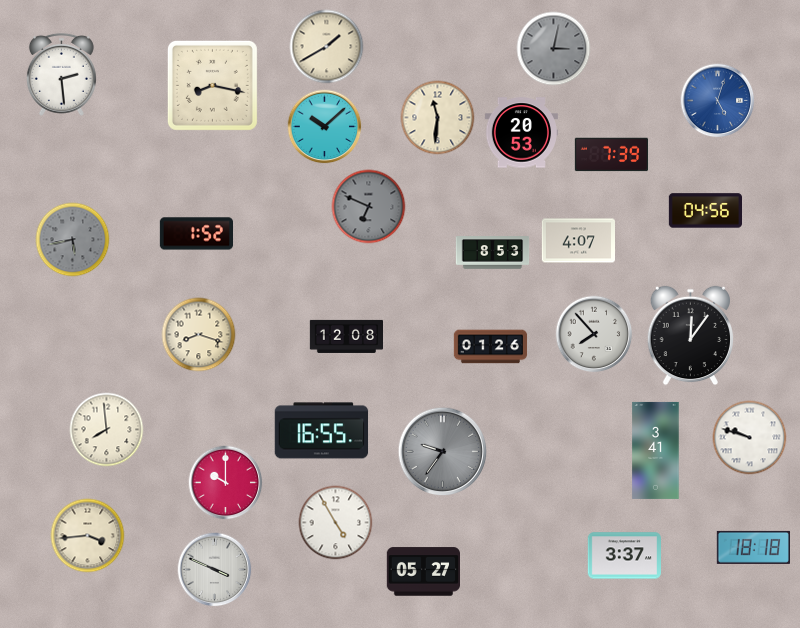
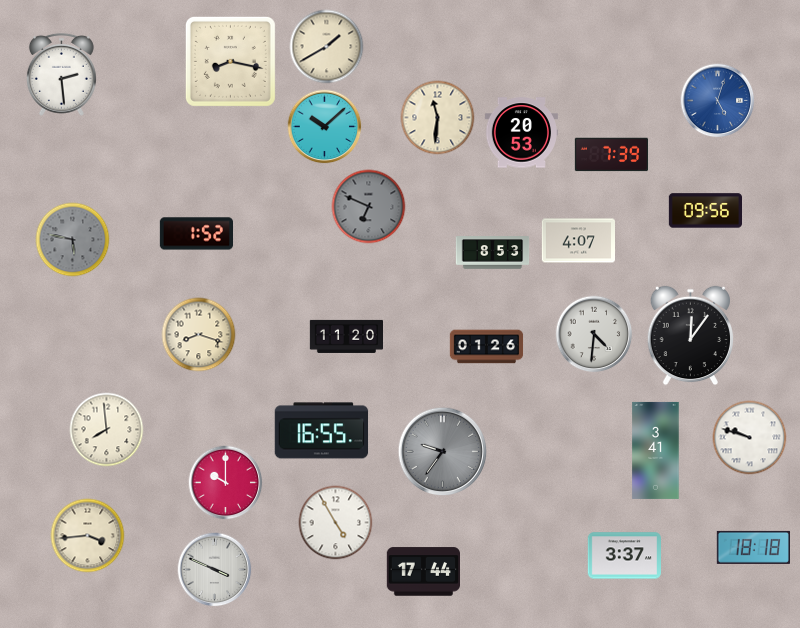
clock at (554, 49): 3:02 -> none
clock at (212, 85) position: (212, 85) -> (230, 61)
clock at (705, 211): 04:56 -> 09:56
clock at (73, 240): 5:43 -> 5:47
clock at (594, 334): 7:53 -> 4:31
clock at (346, 336): 12:08 -> 11:20
clock at (491, 347) position: (491, 347) -> (487, 347)
clock at (423, 572): 05:27 -> 17:44
